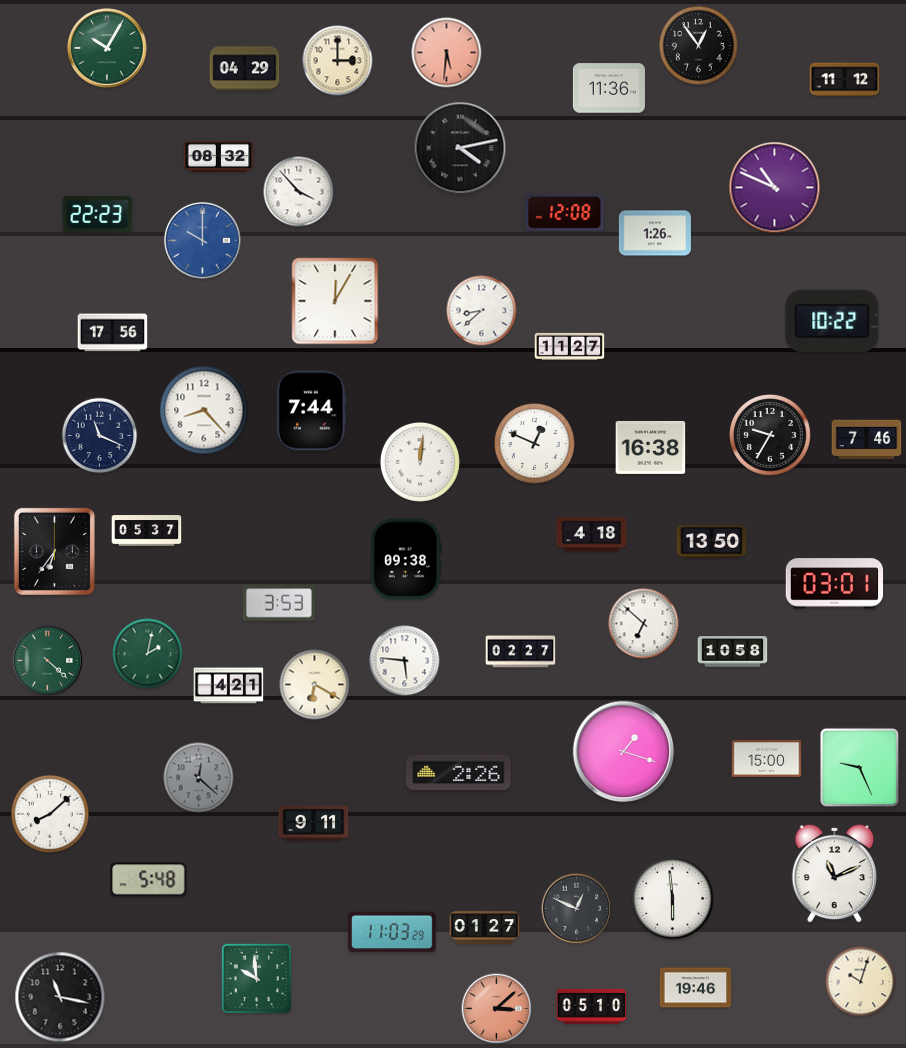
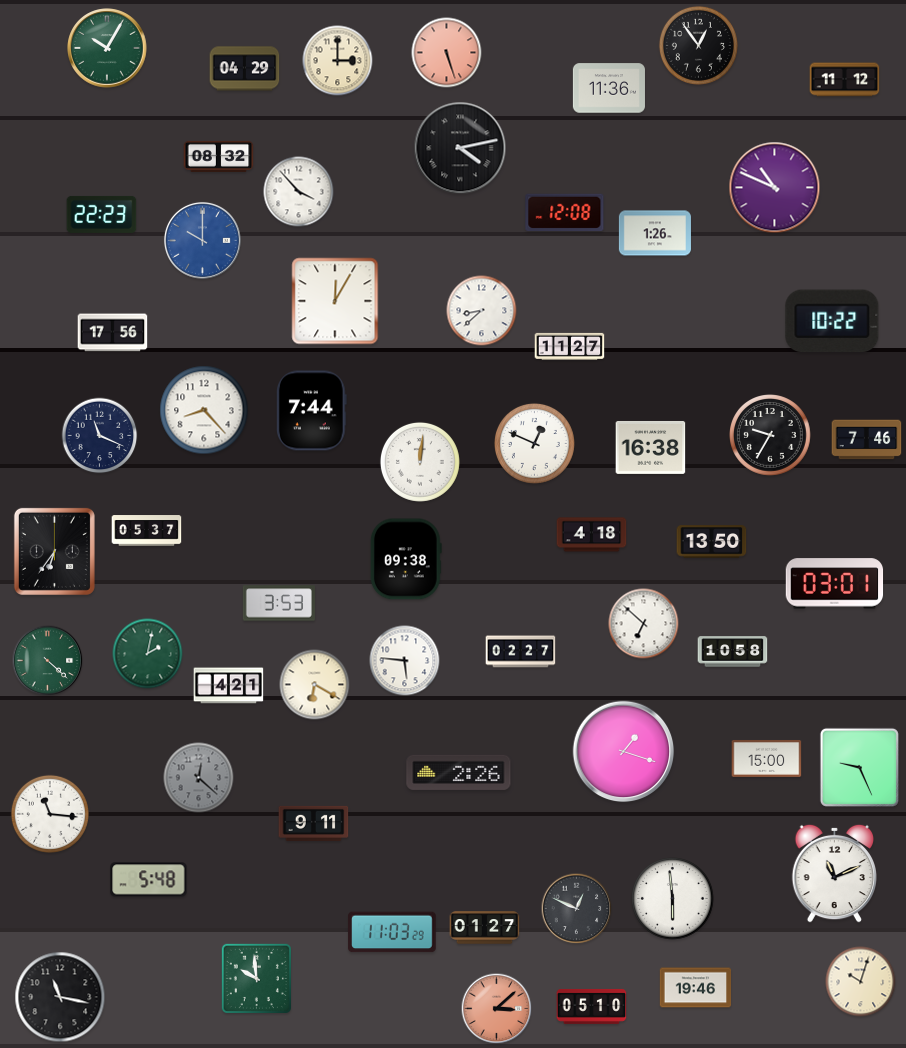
clock at (447, 53): 5:31 -> 5:27
clock at (98, 214) position: (98, 214) -> (102, 214)
clock at (50, 814): 8:08 -> 11:16
